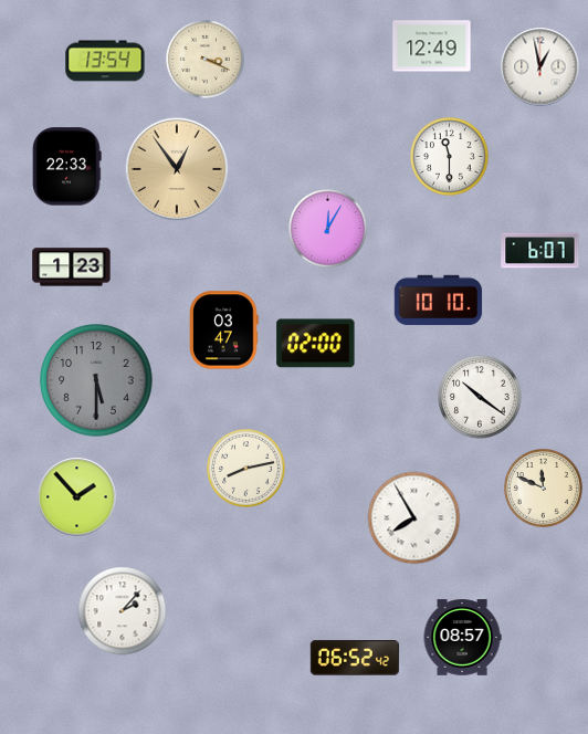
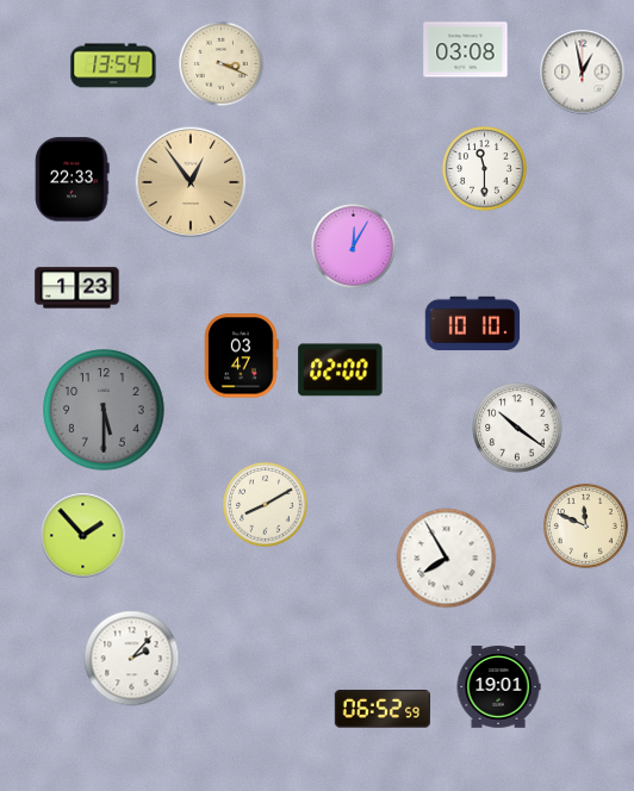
clock at (432, 46): 12:49 -> 03:08
clock at (540, 251): 6:07 -> none
clock at (246, 469): 8:13 -> 8:10
clock at (462, 638): 08:57 -> 19:01
clock at (355, 658): 06:52:42 -> 06:52:59
